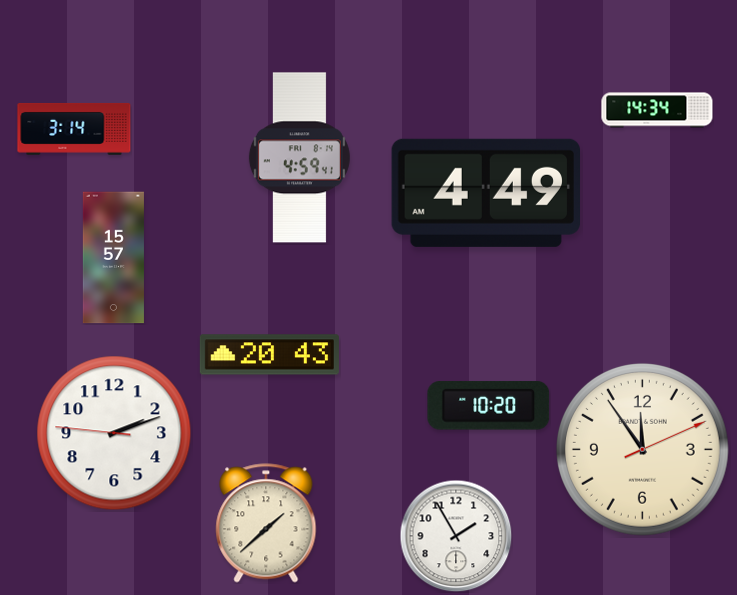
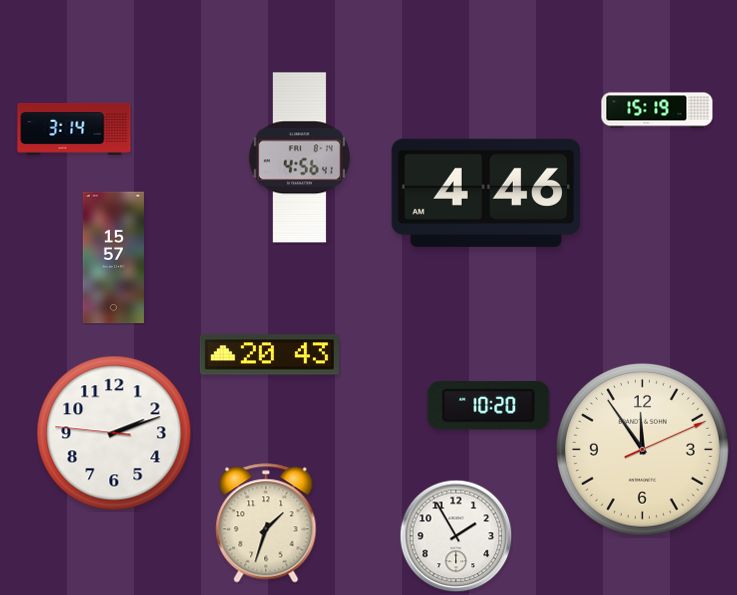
clock at (657, 110): 14:34 -> 15:19
clock at (299, 158): 4:59 -> 4:56
clock at (485, 193): 4:49 -> 4:46
clock at (266, 523): 1:38 -> 1:33
